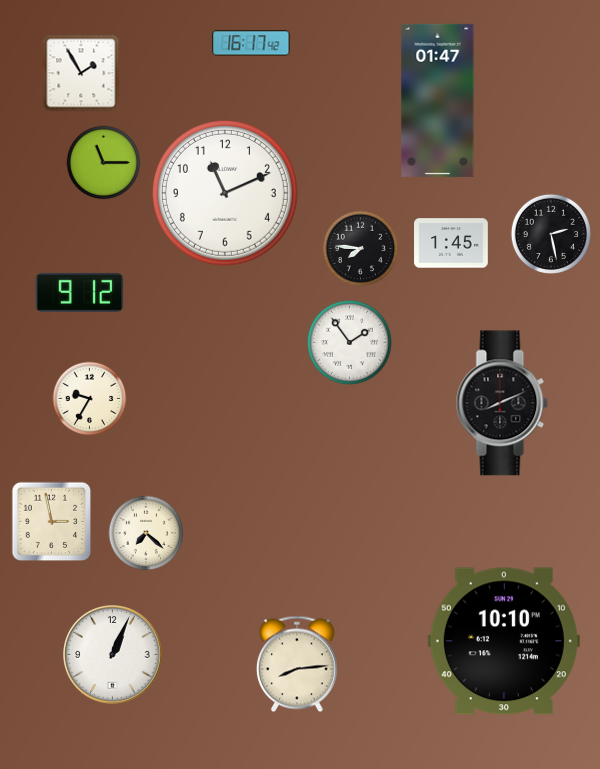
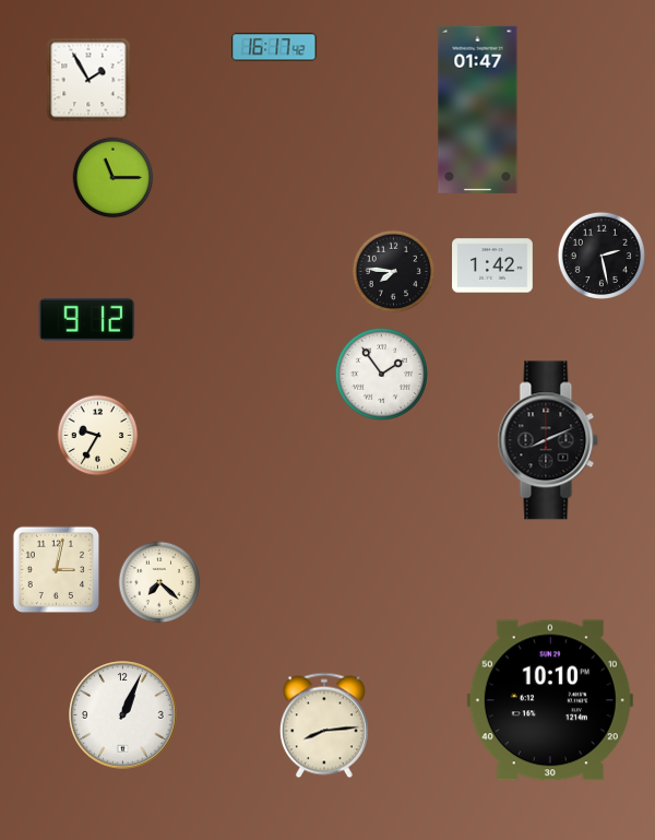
clock at (225, 193): 11:11 -> none
clock at (451, 243): 1:45 -> 1:42
clock at (52, 522): 2:58 -> 3:02
